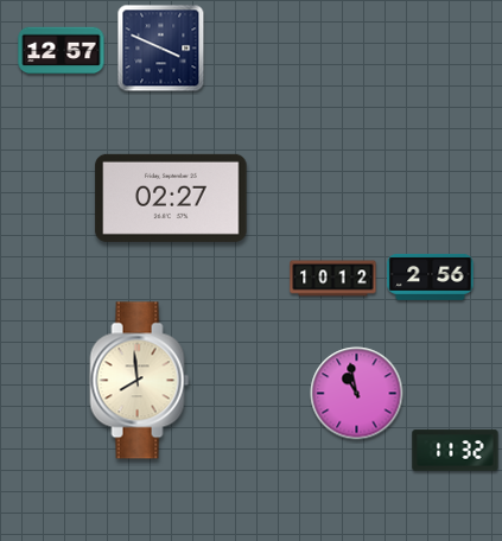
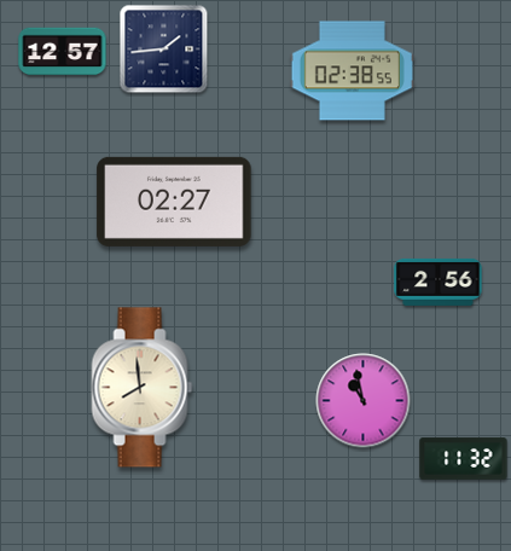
clock at (161, 49): 3:49 -> 1:44
clock at (352, 71): none -> 02:38
clock at (333, 279): 10:12 -> none
